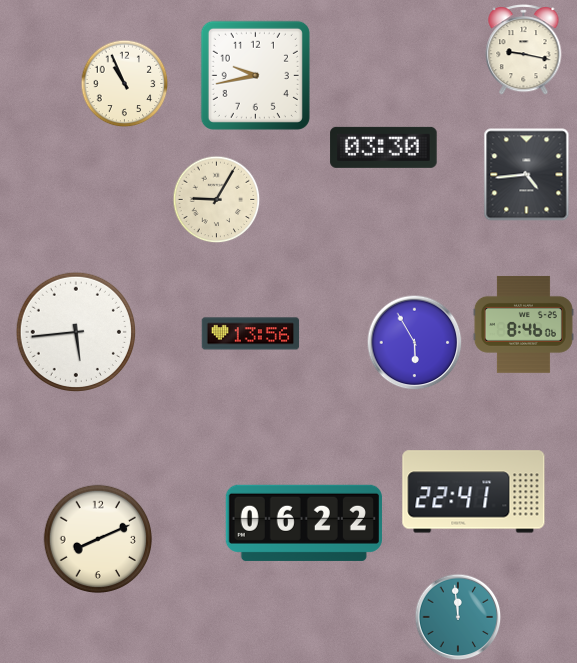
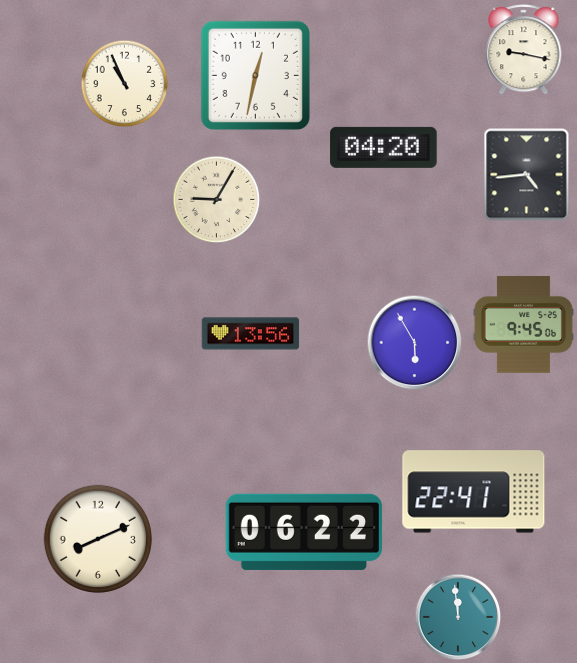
clock at (255, 75): 9:43 -> 12:32
clock at (384, 147): 03:30 -> 04:20
clock at (523, 324): 8:46 -> 9:45
clock at (76, 332): 5:44 -> none
clock at (304, 523) position: (304, 523) -> (304, 532)
